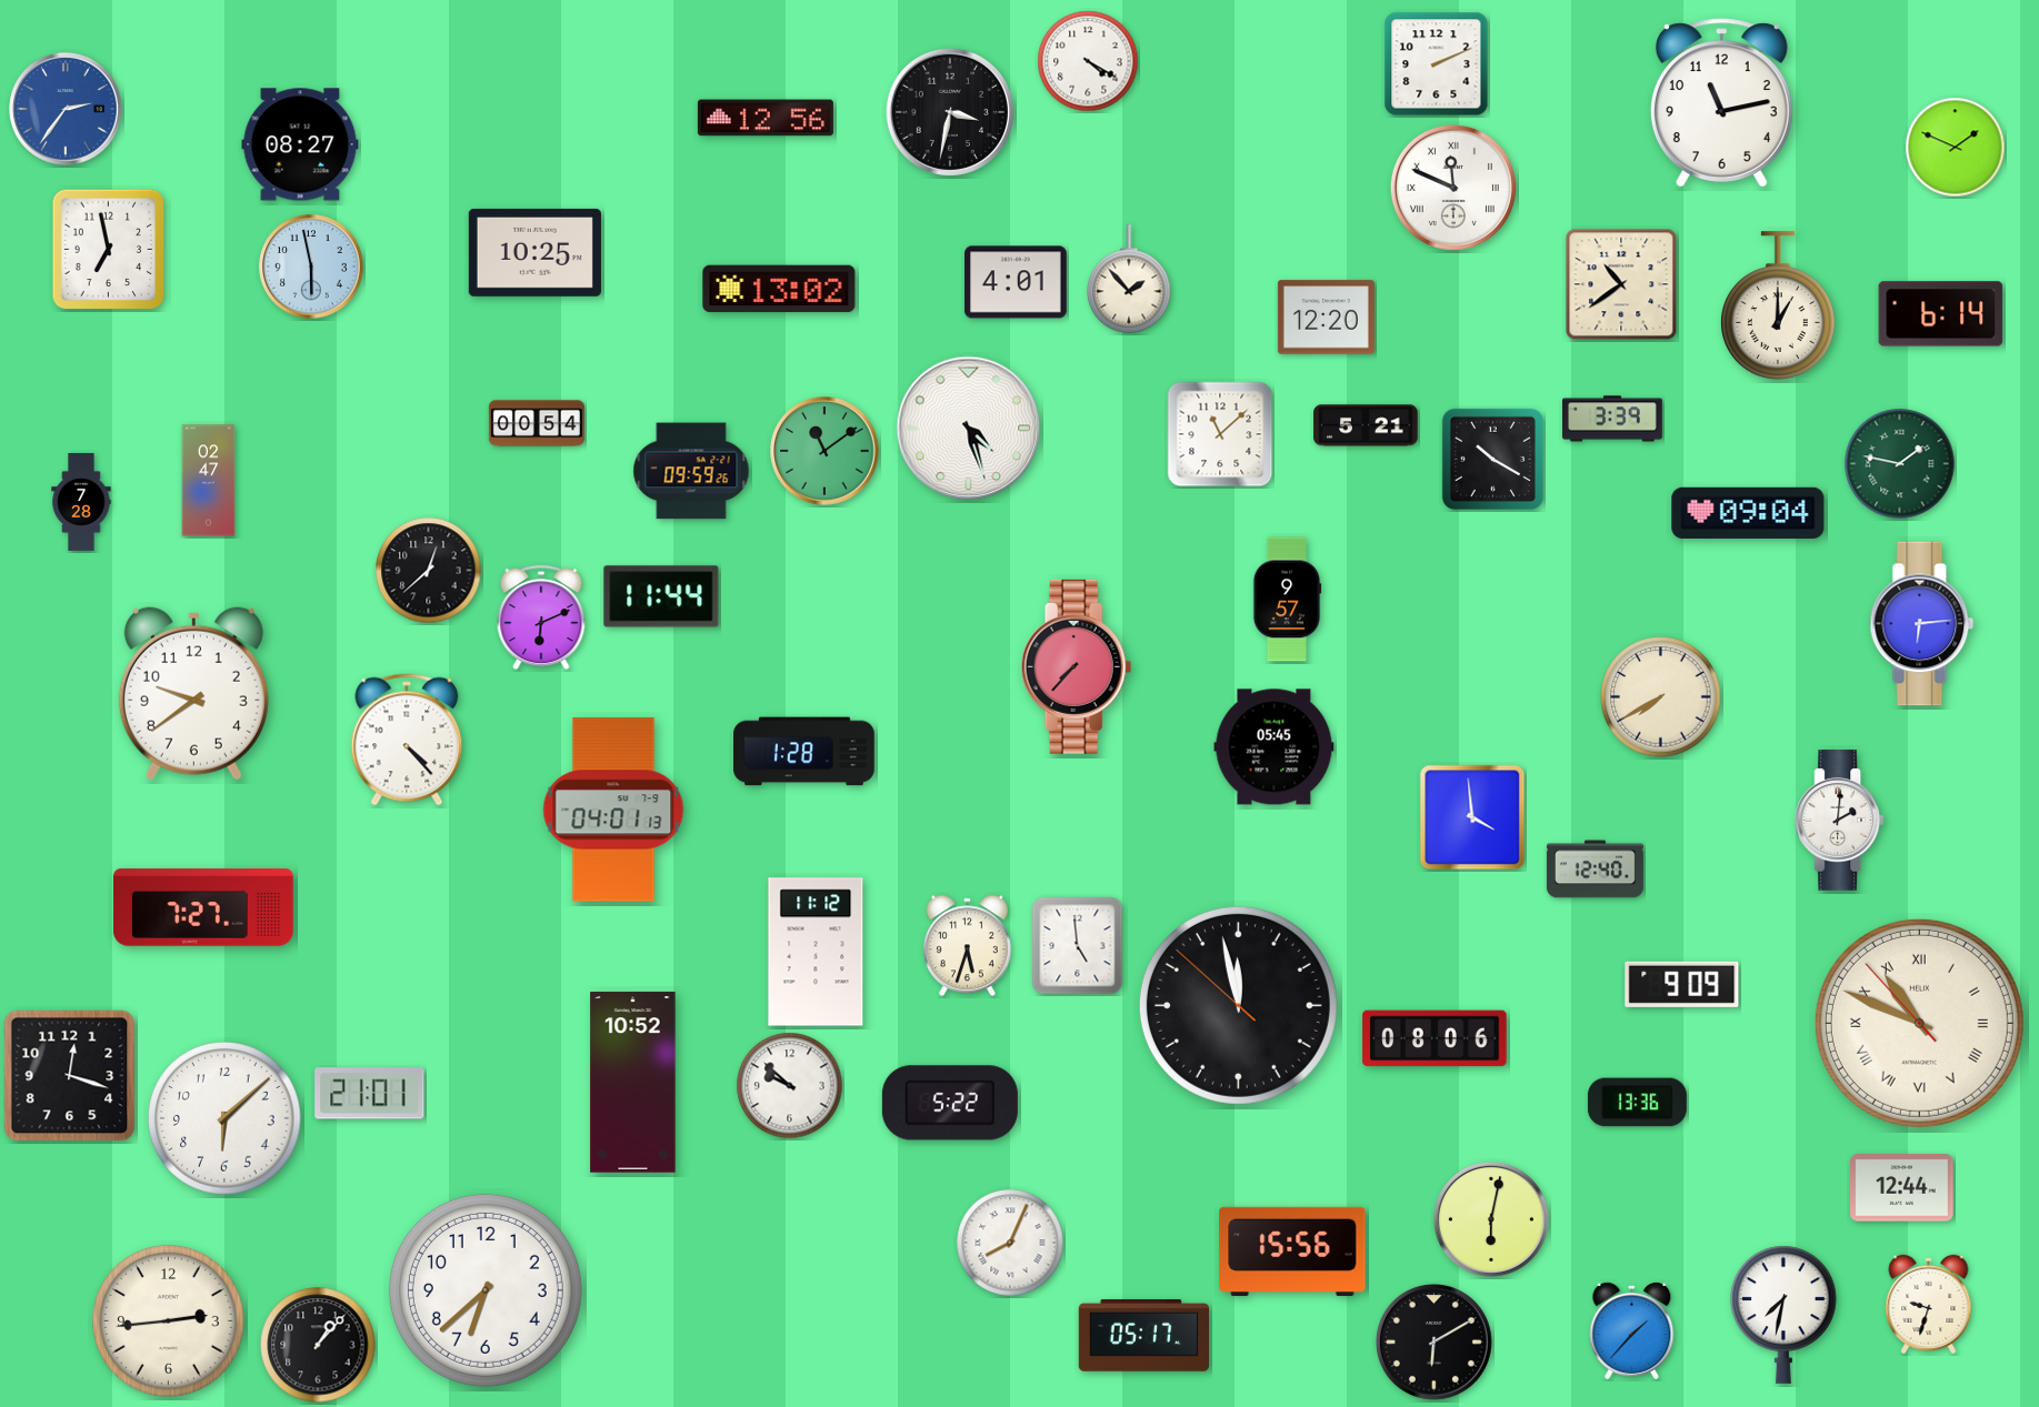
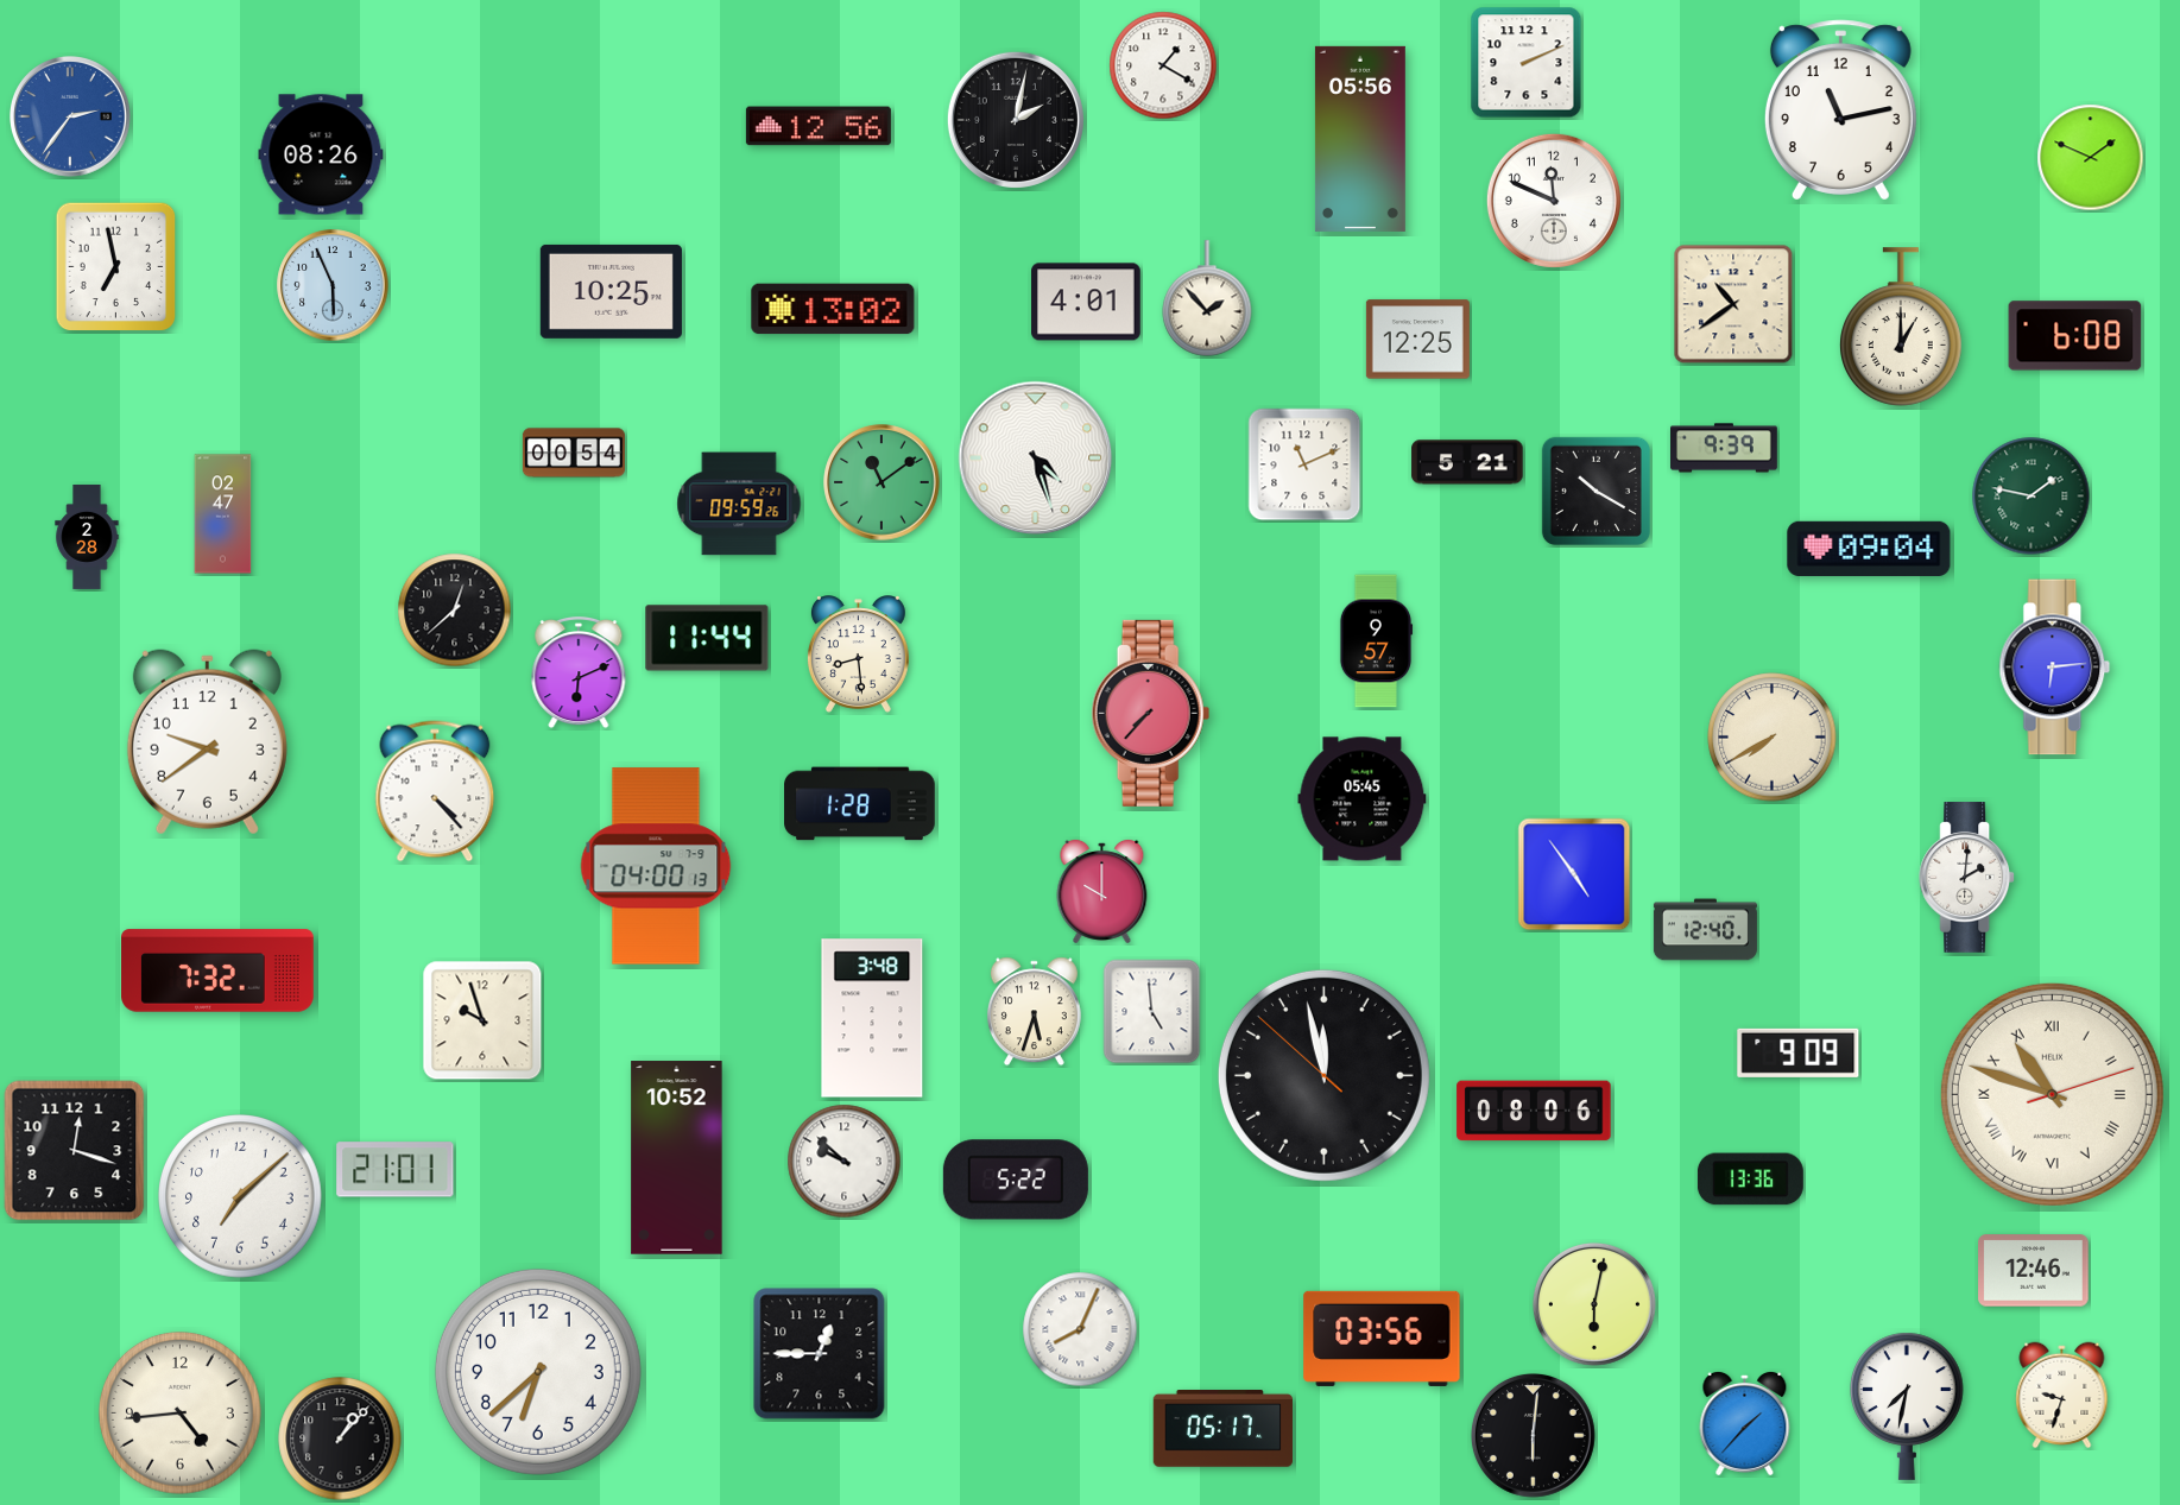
clock at (1088, 61): 4:20 -> 1:20
clock at (1437, 64) position: (1437, 64) -> (1527, 63)
clock at (950, 112): 3:32 -> 2:02
clock at (1360, 139): none -> 05:56
clock at (300, 144): 08:27 -> 08:26
clock at (1453, 188) numerals: Roman -> Arabic
clock at (534, 252) position: (534, 252) -> (611, 291)
clock at (311, 267): 5:58 -> 5:56
clock at (1941, 314): 6:14 -> 6:08
clock at (1326, 318): 12:20 -> 12:25
clock at (1613, 419): 3:39 -> 9:39
clock at (1366, 425) position: (1366, 425) -> (1467, 462)
clock at (1220, 434): 11:08 -> 11:11
clock at (81, 502): 7:28 -> 2:28
clock at (429, 571) position: (429, 571) -> (455, 611)
clock at (858, 655): none -> 8:29
clock at (541, 617) position: (541, 617) -> (579, 672)
clock at (1661, 697) position: (1661, 697) -> (1773, 738)
clock at (613, 810): 04:01 -> 04:00
clock at (1472, 817): 3:59 -> 4:54
clock at (1102, 891): none -> 10:00
clock at (203, 907): 7:27 -> 7:32
clock at (816, 952): 11:12 -> 3:48
clock at (482, 1020): none -> 9:57
clock at (1919, 1023): 10:48:53 -> 10:48:12
clock at (224, 1118): 6:08 -> 7:08
clock at (1902, 1188): 12:44 -> 12:46
clock at (1292, 1252): 15:56 -> 03:56
clock at (820, 1354): none -> 12:45
clock at (486, 1290) position: (486, 1290) -> (538, 1372)
clock at (169, 1321): 2:44 -> 4:44
clock at (1433, 1341): 6:10 -> 6:01
